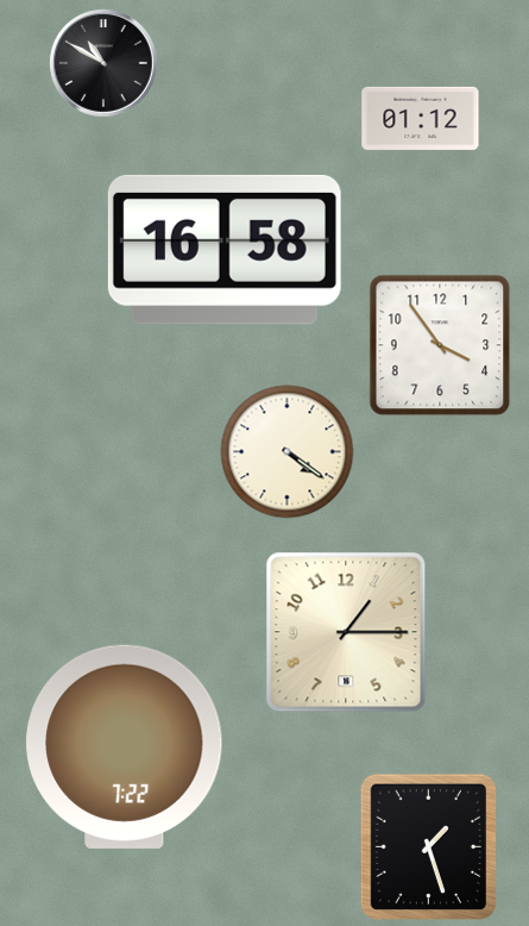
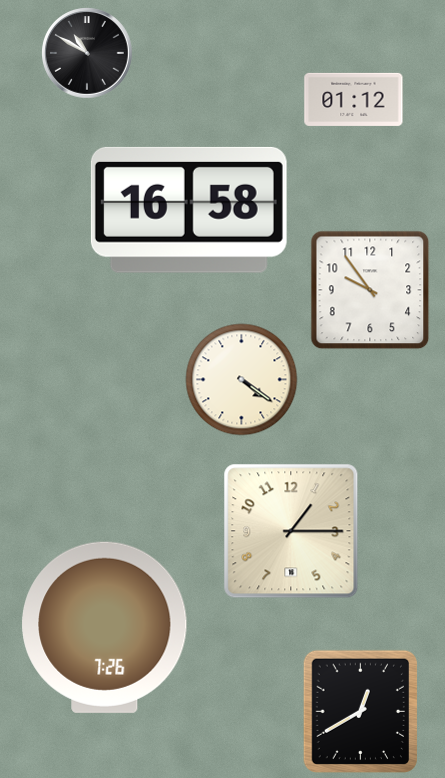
clock at (440, 345): 3:54 -> 9:54
clock at (125, 746): 7:22 -> 7:26
clock at (428, 847): 1:27 -> 12:40
